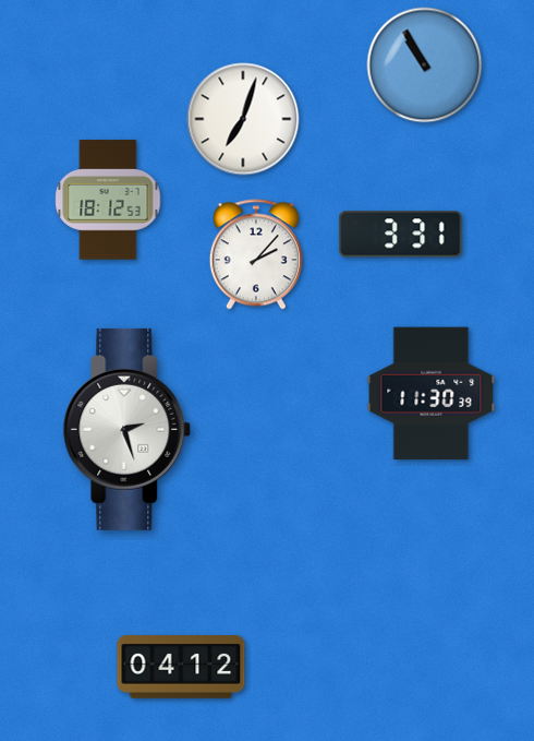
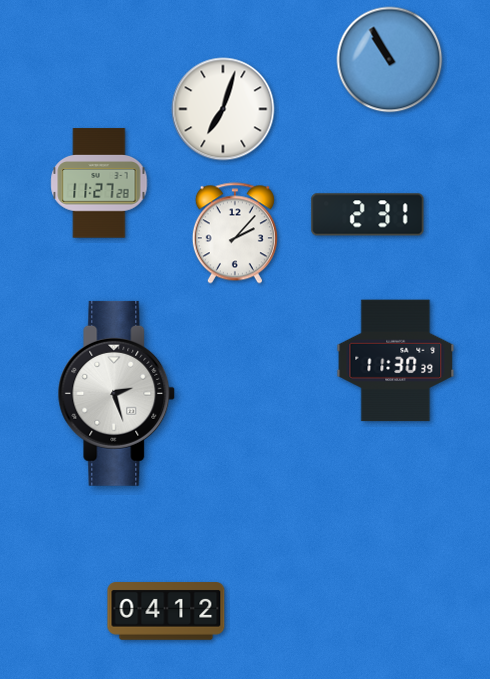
clock at (108, 200): 18:12 -> 11:27
clock at (401, 235): 3:31 -> 2:31
